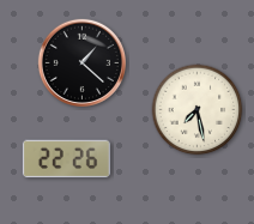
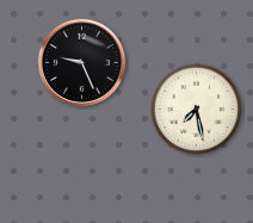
clock at (81, 62): 1:22 -> 9:26
clock at (66, 159): 22:26 -> none
